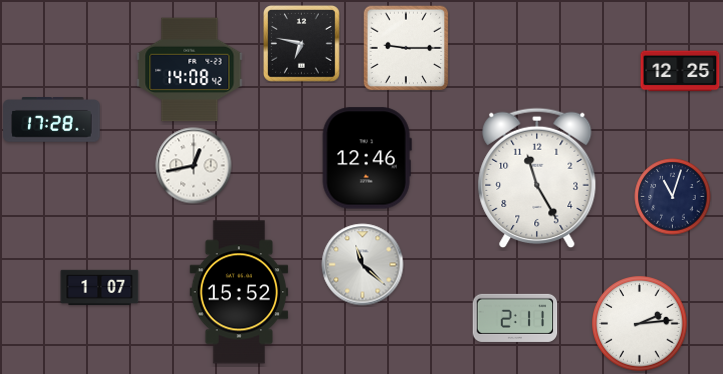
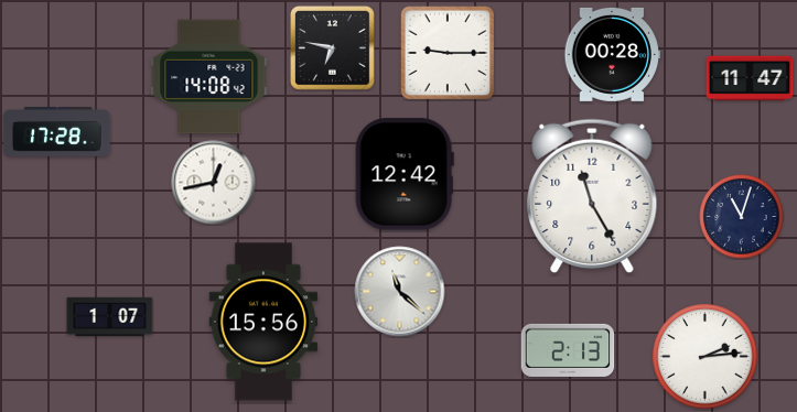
clock at (612, 54): none -> 00:28
clock at (680, 71): 12:25 -> 11:47
clock at (367, 158): 12:46 -> 12:42
clock at (239, 292): 15:52 -> 15:56
clock at (515, 318): 2:11 -> 2:13
